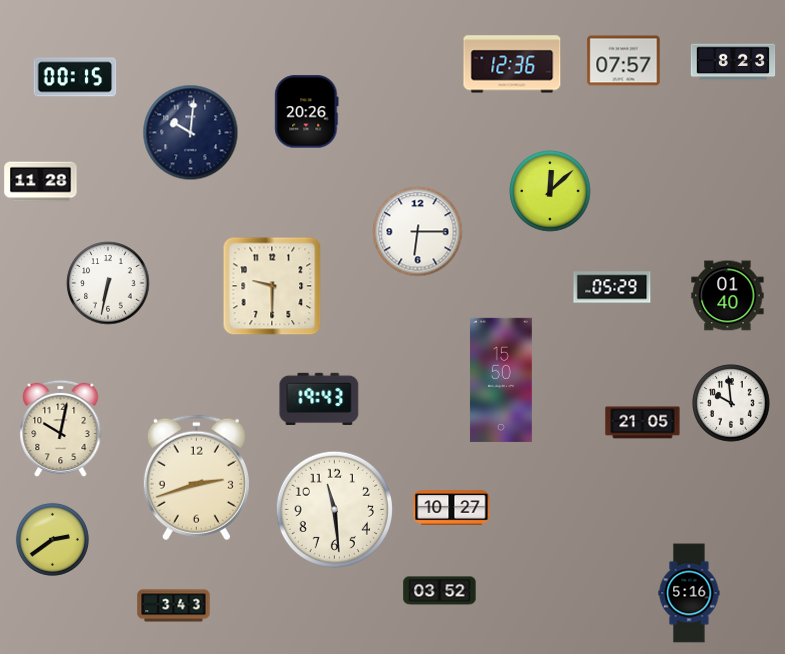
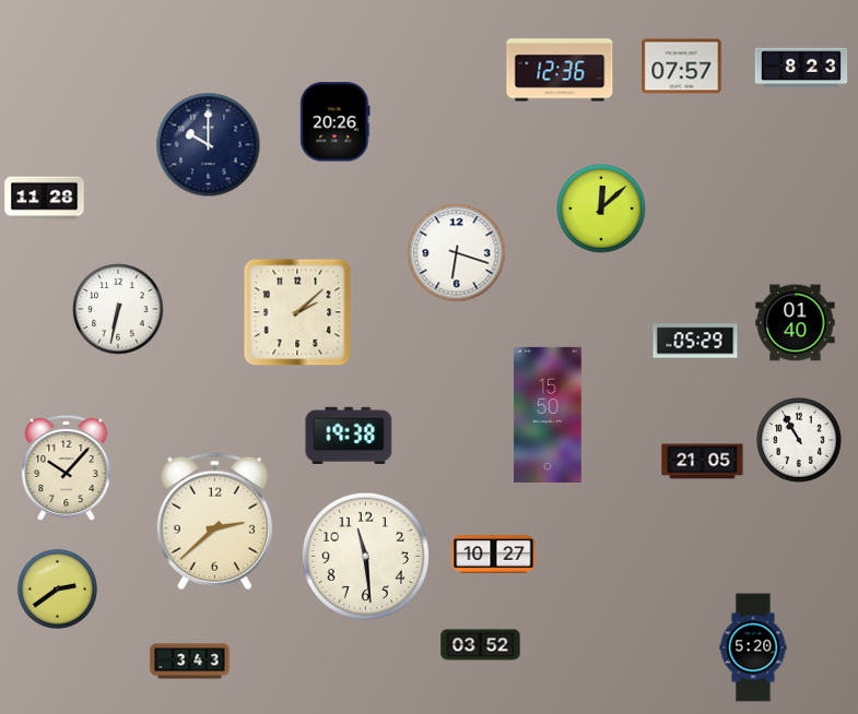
clock at (75, 77): 00:15 -> none
clock at (191, 133): 10:01 -> 10:00
clock at (418, 232): 6:15 -> 6:18
clock at (272, 286): 9:30 -> 2:08
clock at (612, 287) position: (612, 287) -> (695, 341)
clock at (319, 399): 19:43 -> 19:38
clock at (731, 403): 9:59 -> 10:55
clock at (61, 429): 10:02 -> 10:07
clock at (196, 478): 2:42 -> 2:38
clock at (689, 593): 5:16 -> 5:20
